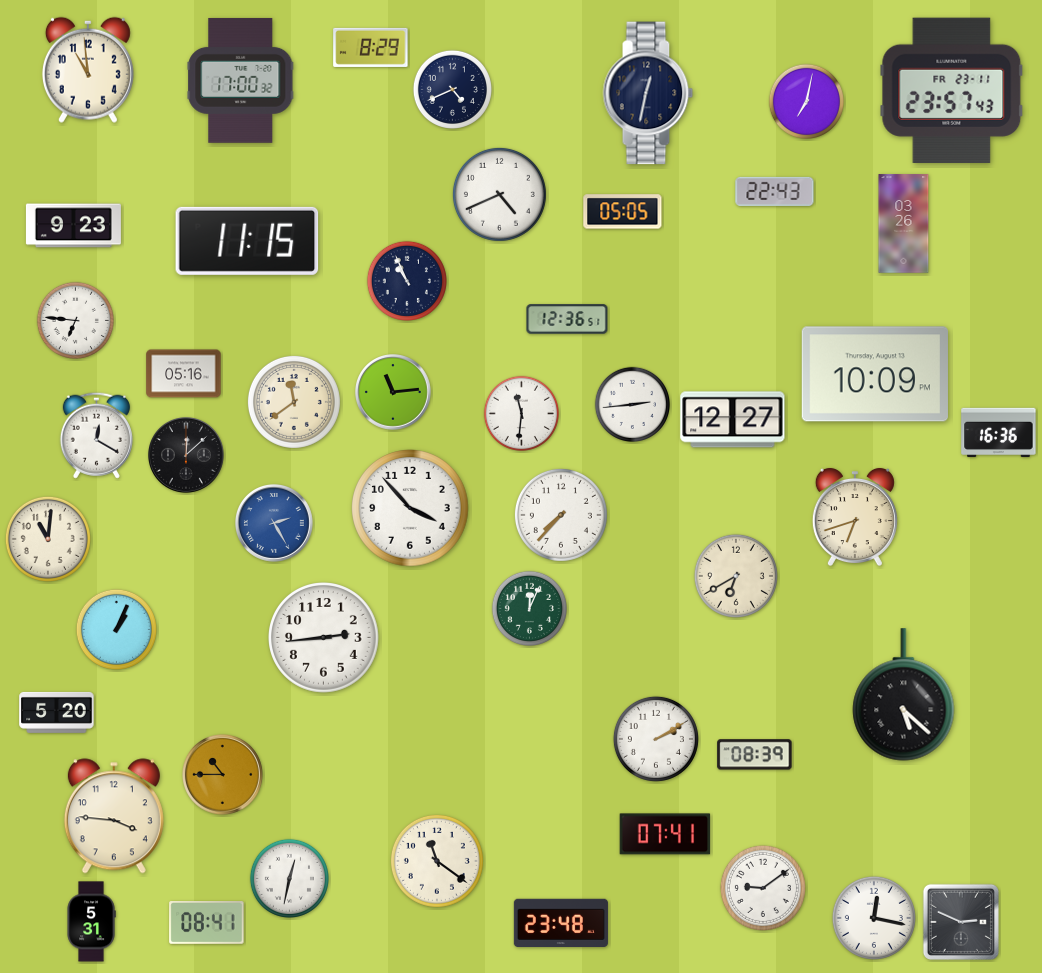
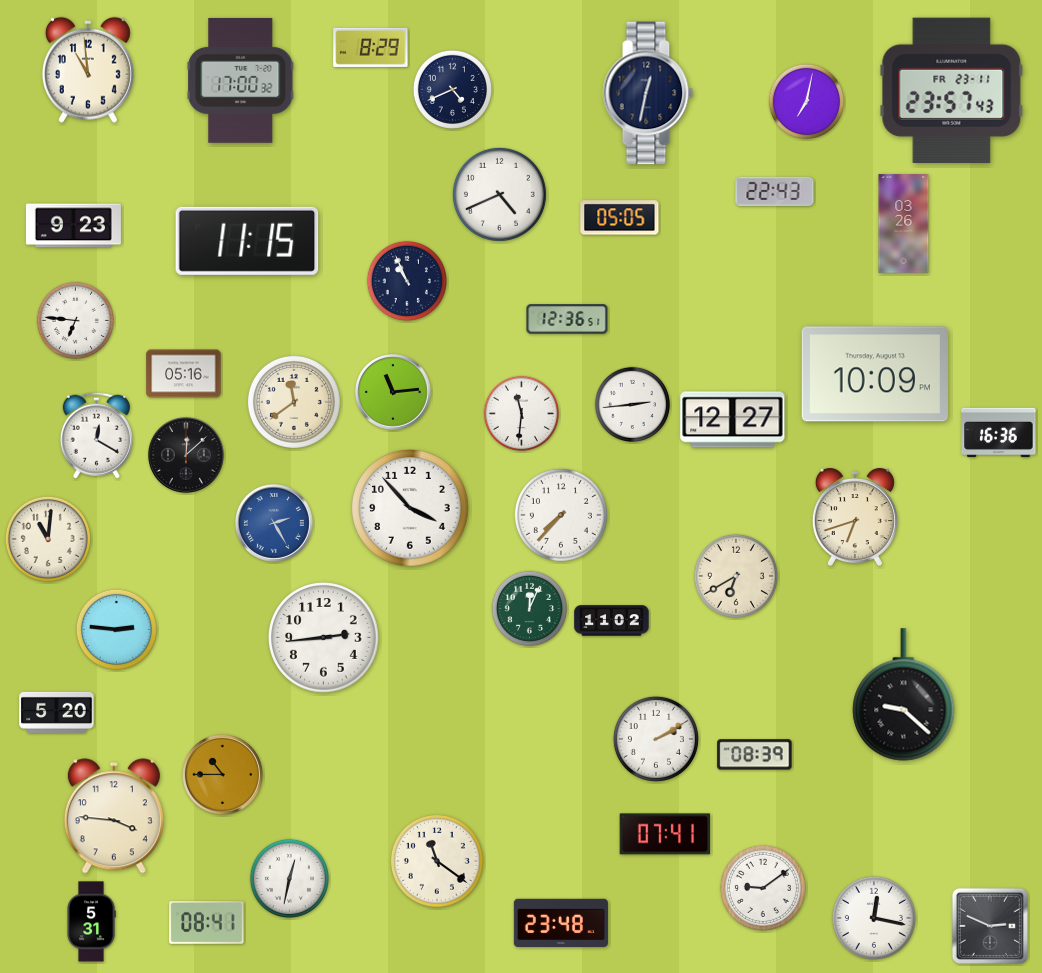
clock at (623, 212) position: (623, 212) -> (620, 218)
clock at (612, 621): none -> 11:02
clock at (116, 629): 1:04 -> 2:46
clock at (904, 695): 5:22 -> 9:22
clock at (961, 922) position: (961, 922) -> (990, 926)
